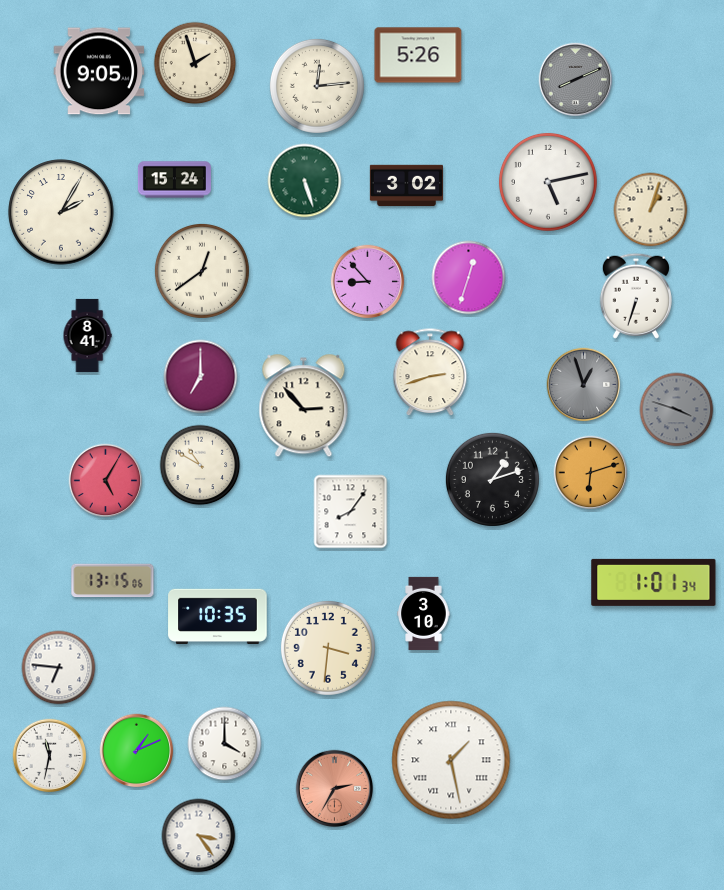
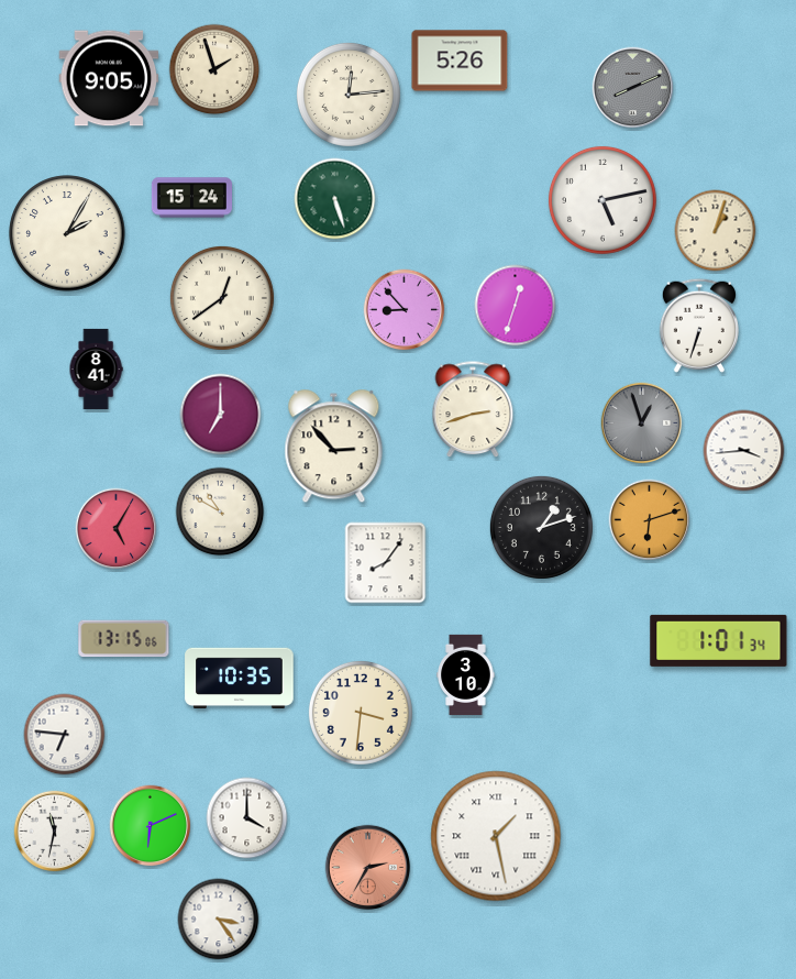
clock at (406, 186): 3:02 -> none
clock at (677, 410): 3:48 -> 3:44
clock at (677, 410) dial: grey -> white
clock at (137, 751): 1:11 -> 6:11
